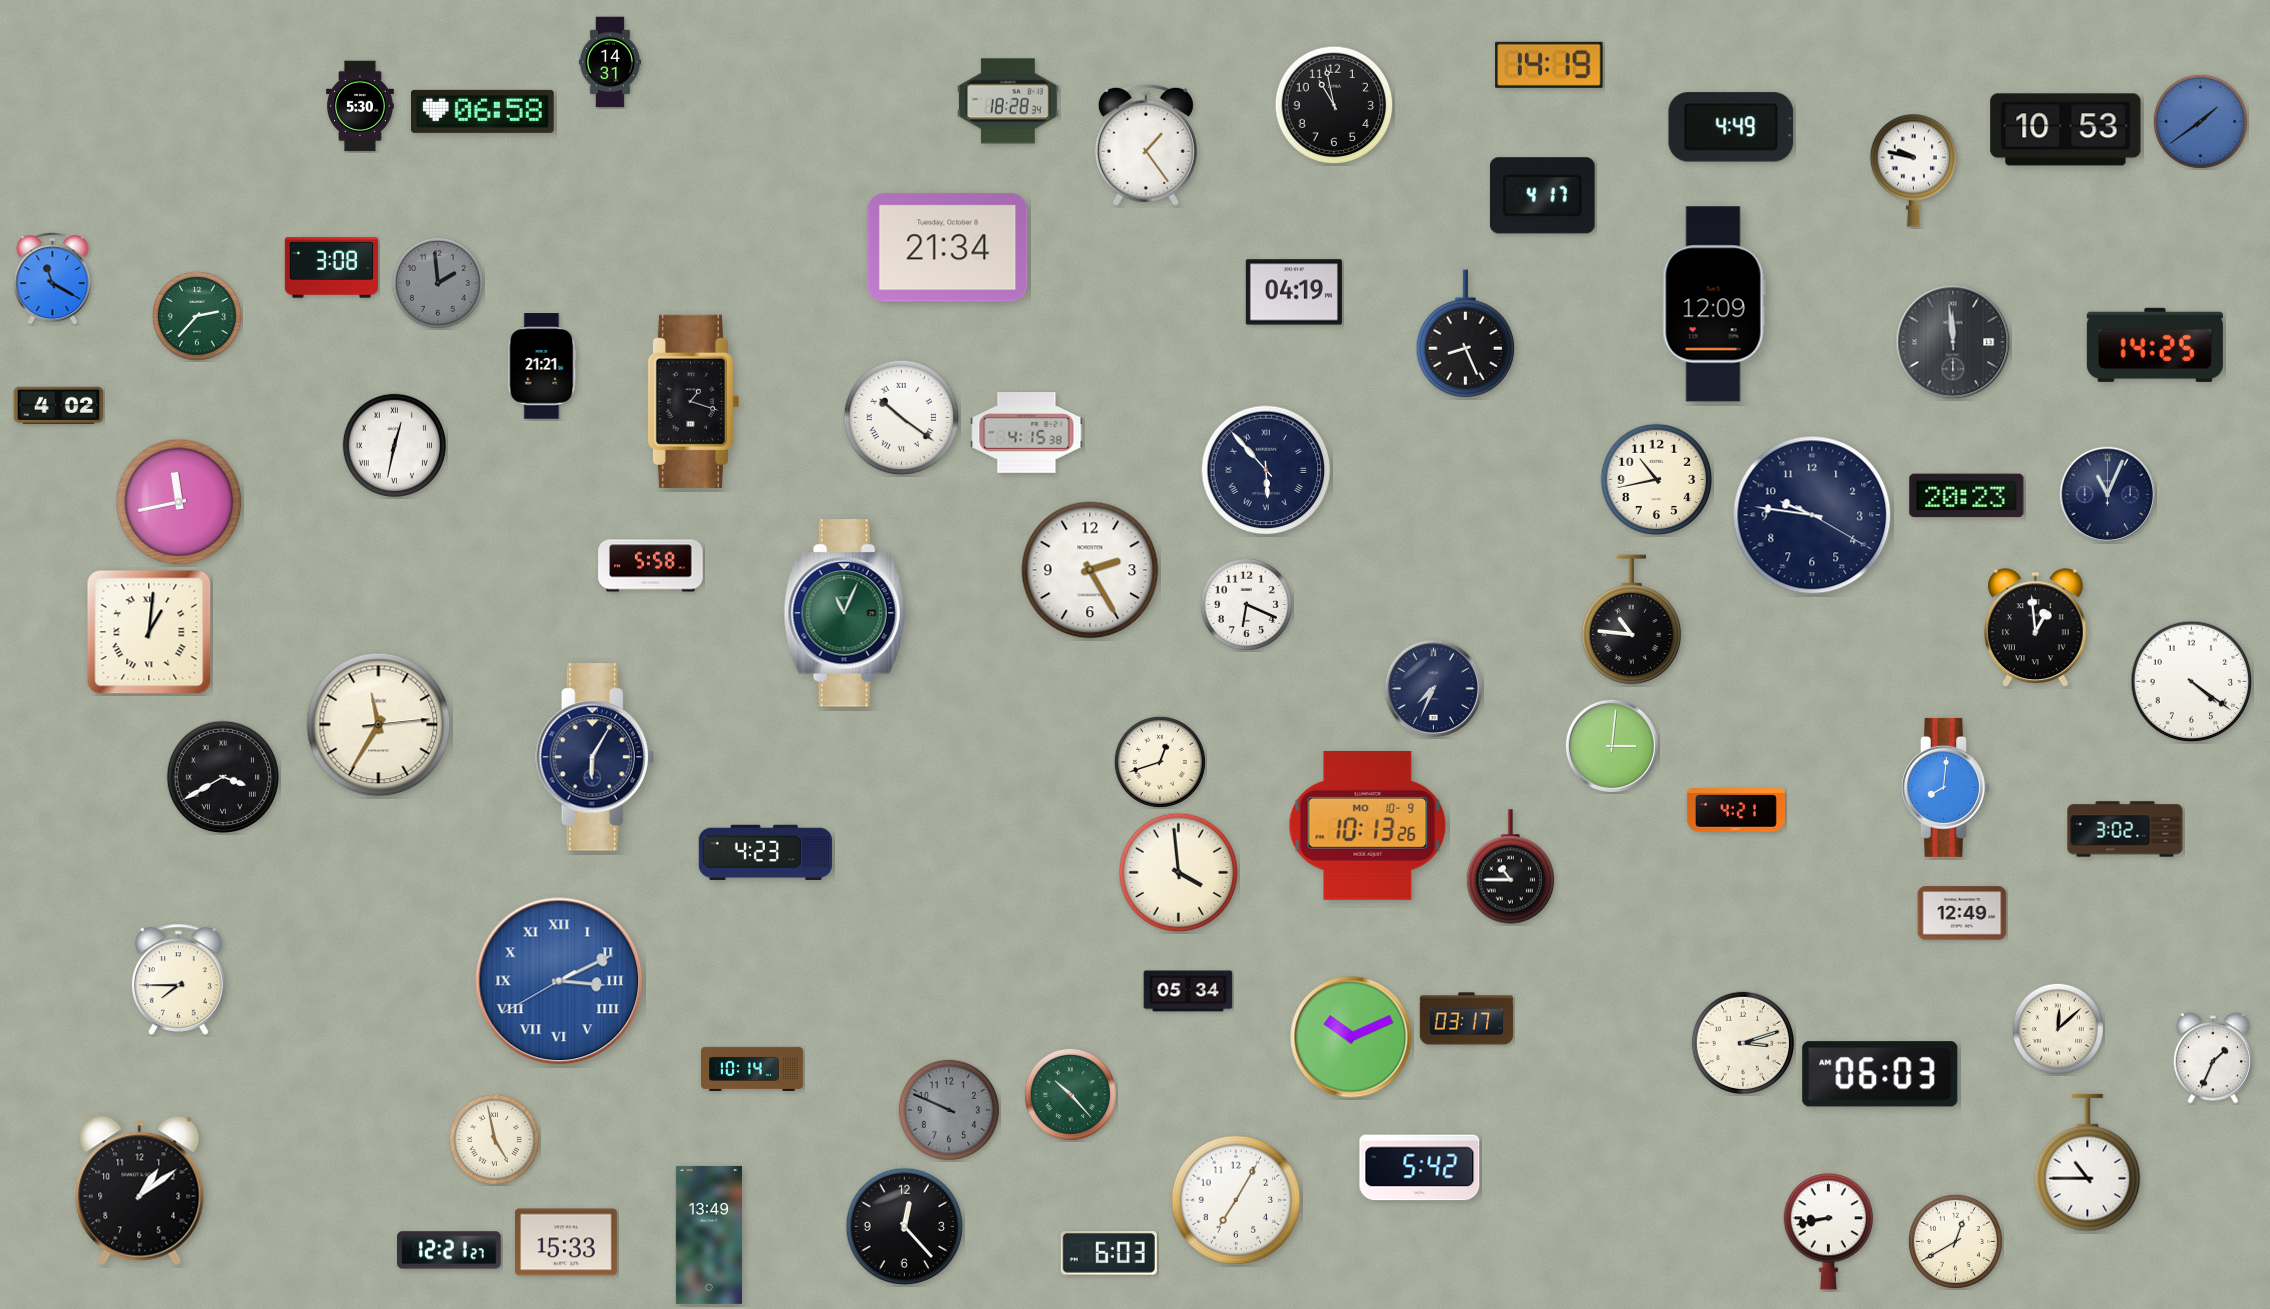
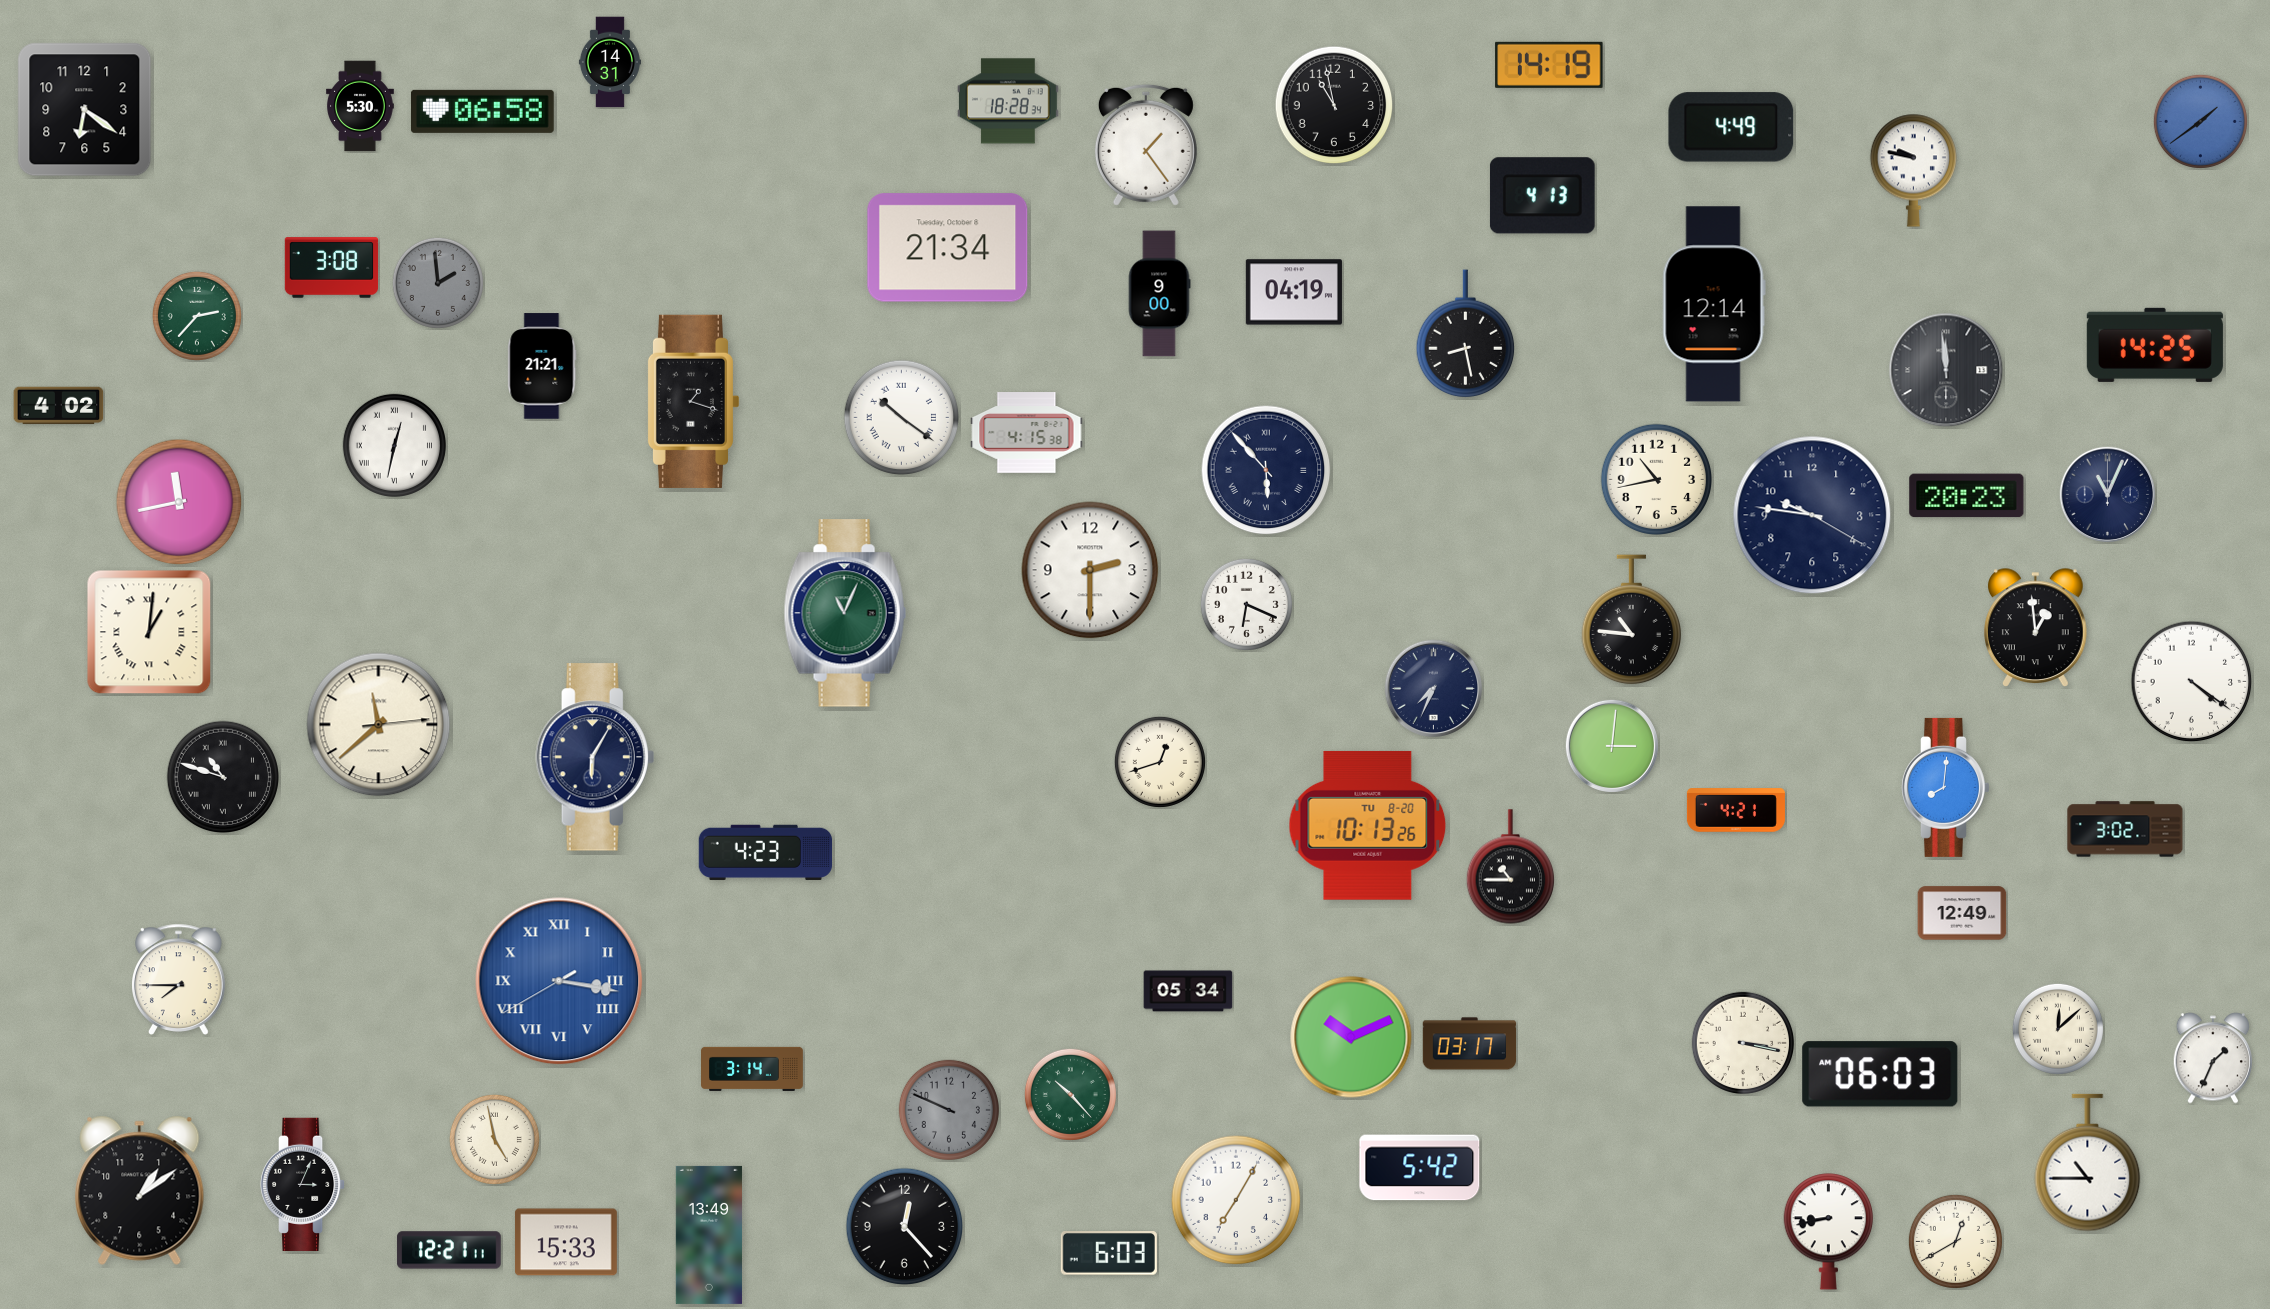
clock at (85, 110): none -> 6:21
clock at (2066, 130): 10:53 -> none
clock at (1542, 196): 4:17 -> 4:13
clock at (53, 278): 11:20 -> none
clock at (1159, 294): none -> 9:00
clock at (1714, 304): 12:09 -> 12:14
clock at (1466, 334): 8:26 -> 8:28
clock at (1953, 342) position: (1953, 342) -> (1946, 370)
clock at (651, 566): 5:58 -> none
clock at (1090, 570): 2:25 -> 2:30
clock at (379, 725): 11:35 -> 11:38
clock at (223, 777): 3:40 -> 10:48
clock at (1368, 825) date: MO 10-9 -> TU 8-20
clock at (1179, 873): 3:59 -> none
clock at (559, 981): 3:10 -> 3:16
clock at (1467, 1019) position: (1467, 1019) -> (1470, 1044)
clock at (1743, 1043): 3:12 -> 3:17
clock at (753, 1069): 10:14 -> 3:14
clock at (303, 1184): none -> 3:04
clock at (449, 1250): 12:21:27 -> 12:21:11
